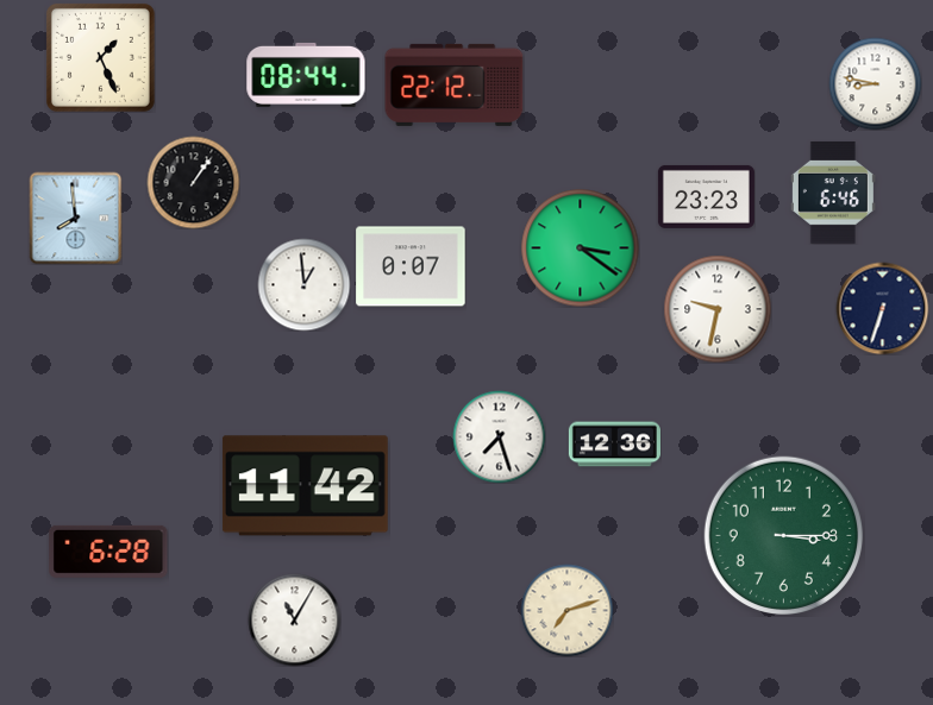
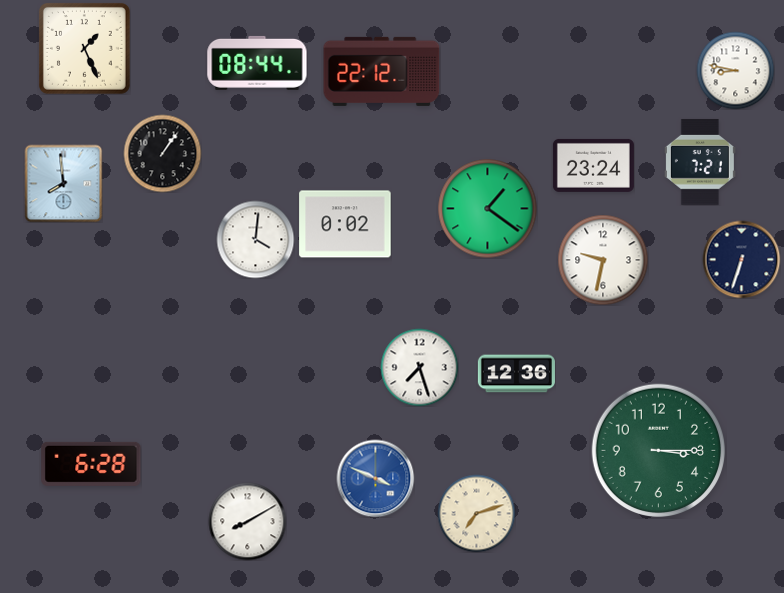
clock at (833, 193): 6:46 -> 7:21
clock at (706, 196): 23:23 -> 23:24
clock at (581, 248): 3:21 -> 1:21
clock at (411, 266): 0:07 -> 0:02
clock at (303, 284): 12:59 -> 4:01
clock at (305, 486): 11:42 -> none
clock at (375, 478): none -> 3:49
clock at (294, 619): 11:05 -> 8:10
